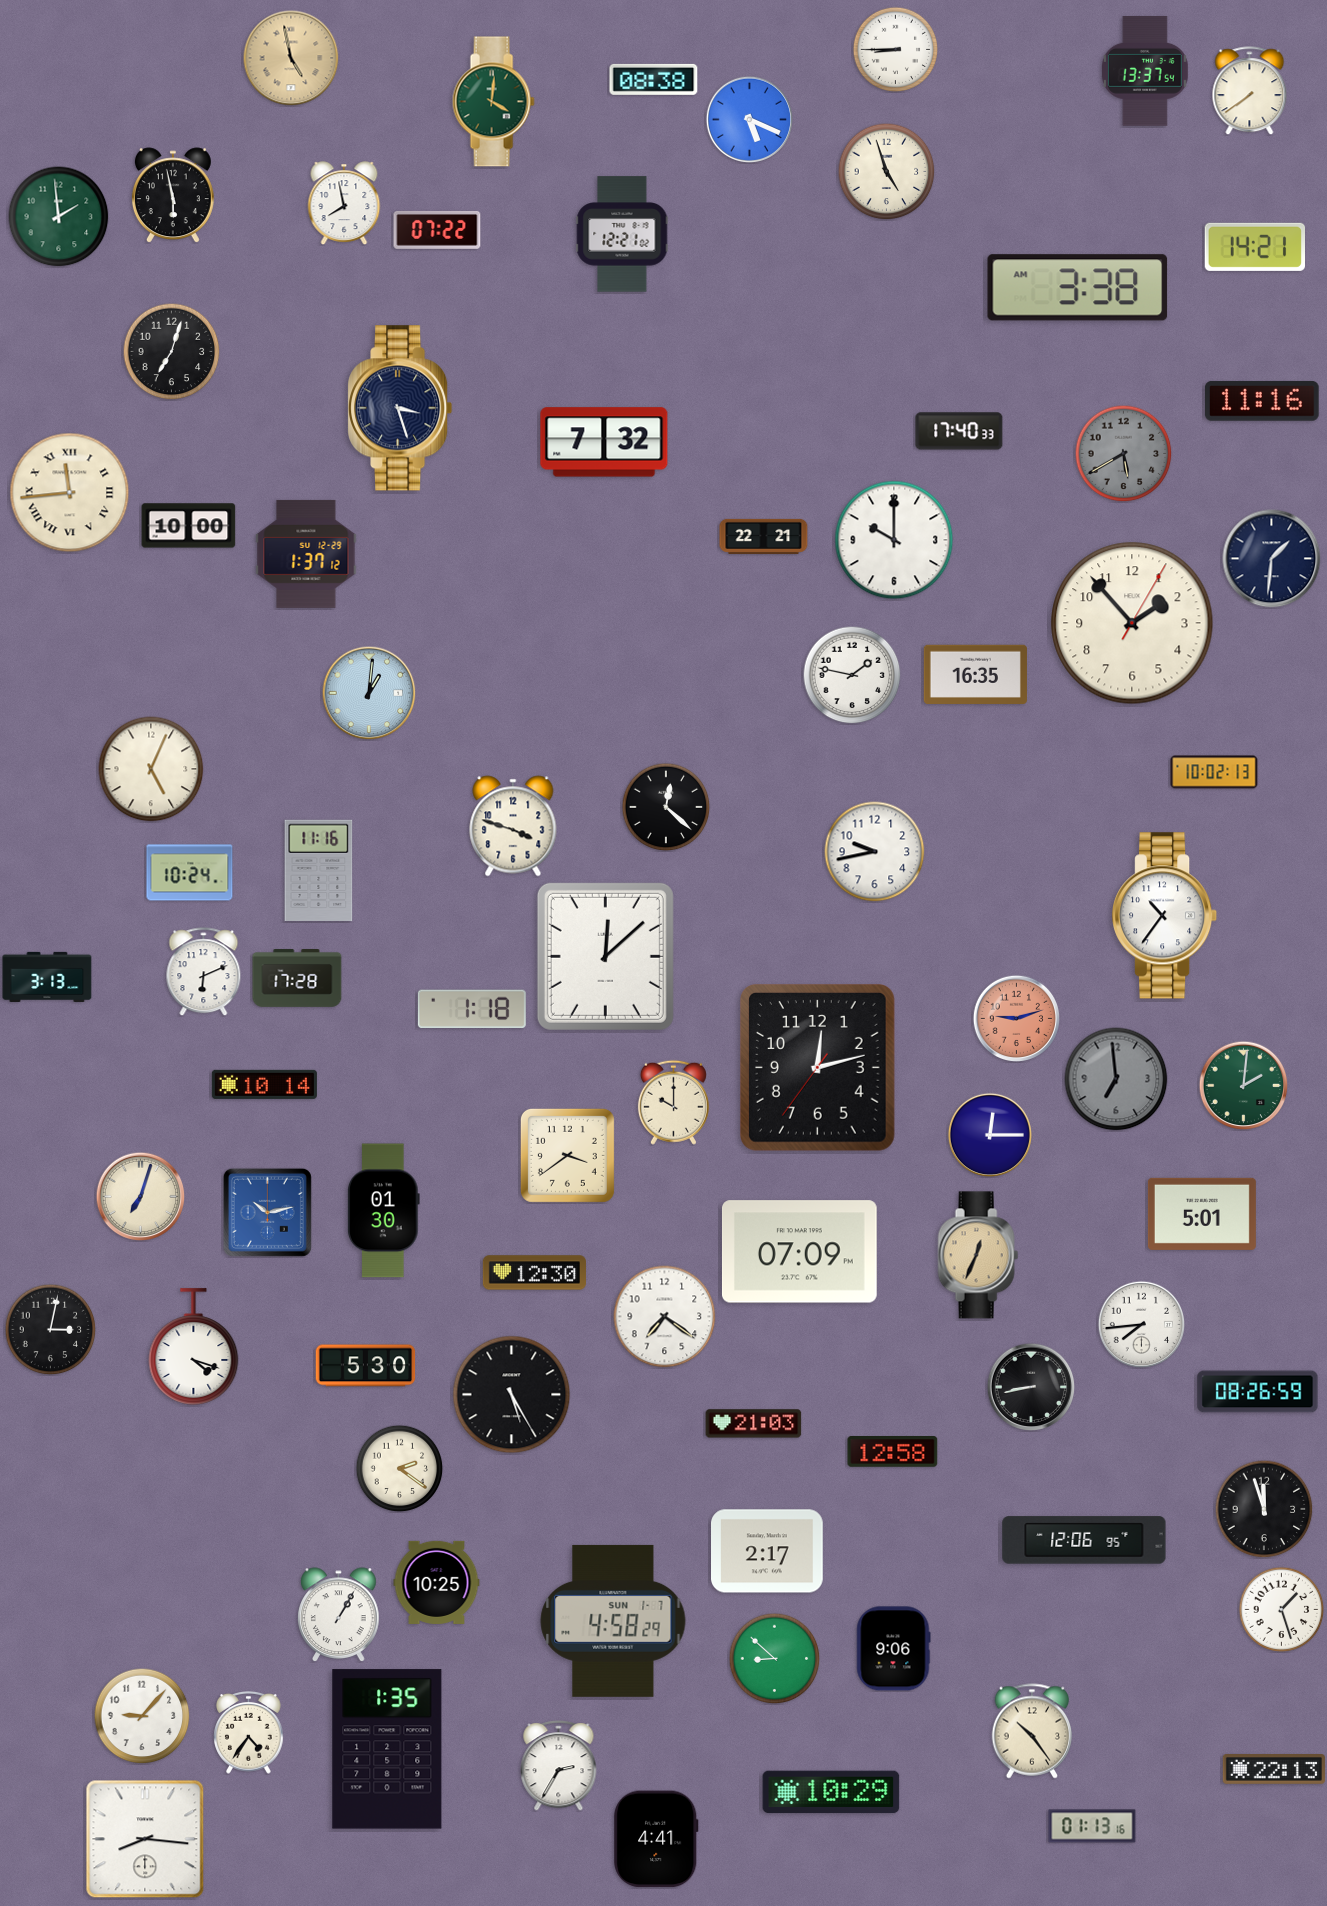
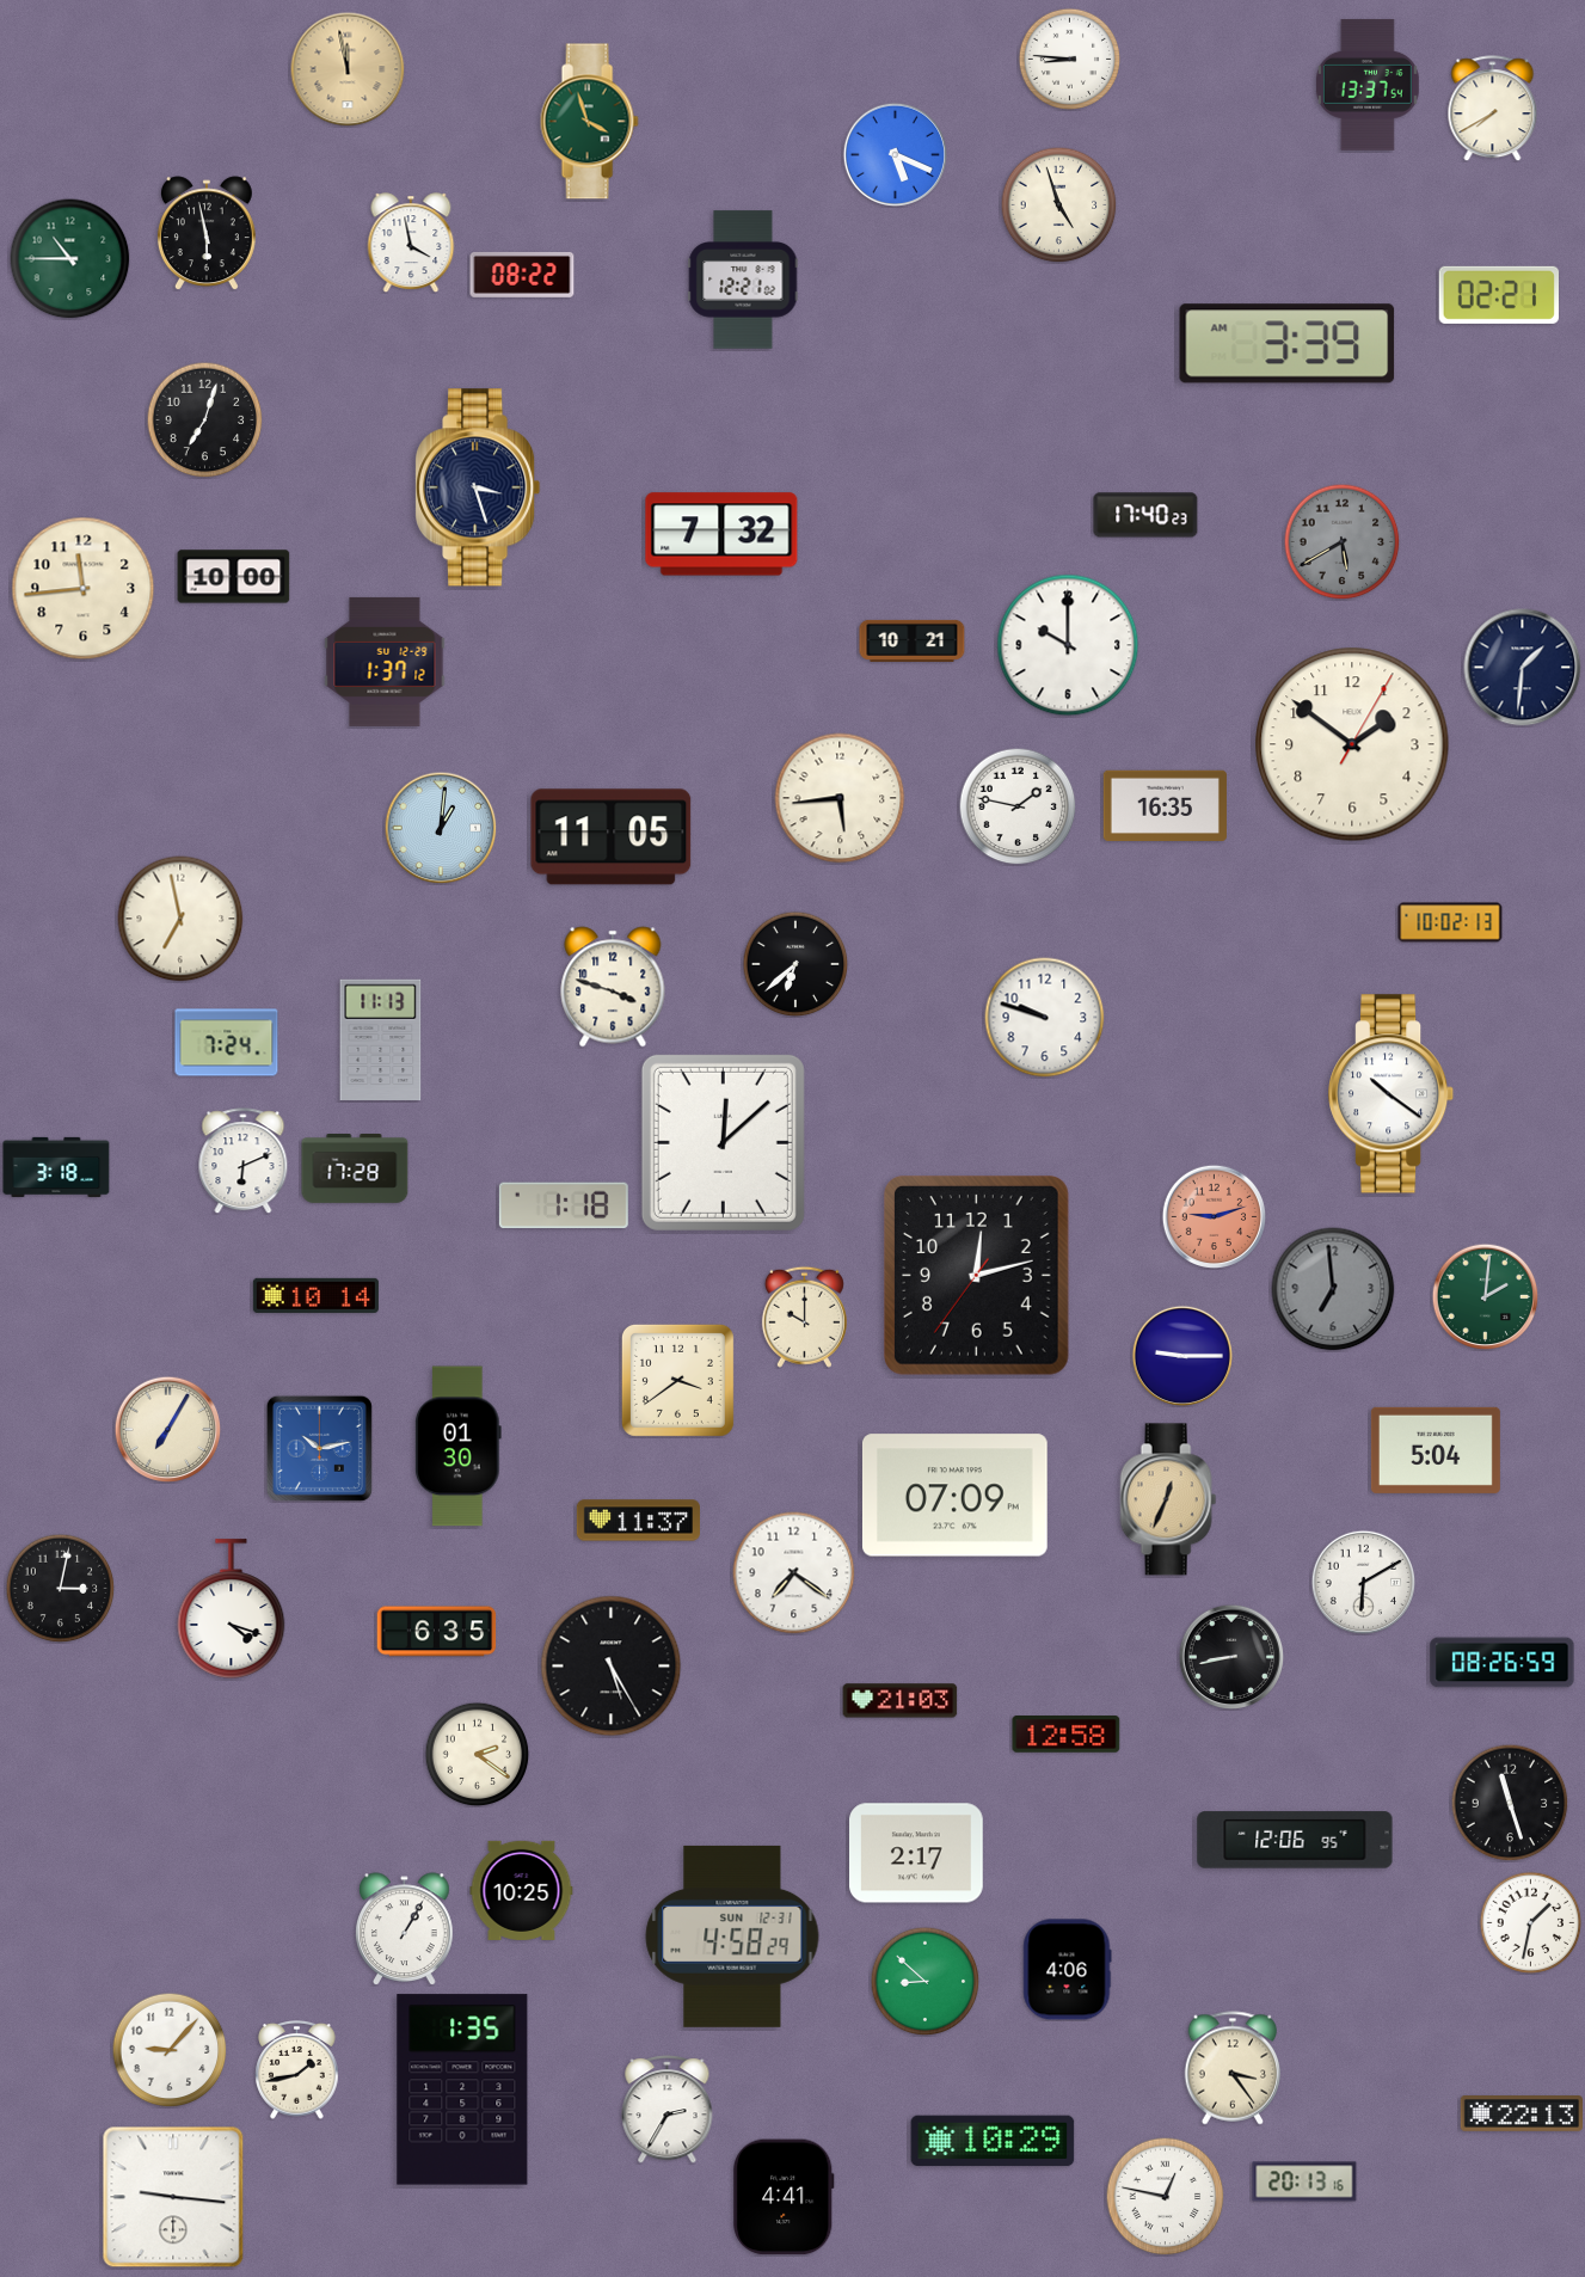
clock at (895, 49): 8:45 -> 8:46
clock at (291, 58): 4:58 -> 11:58
clock at (654, 79): 08:38 -> none
clock at (1250, 91): 7:39 -> 7:40
clock at (493, 102): 4:01 -> 3:57
clock at (749, 119) position: (749, 119) -> (895, 154)
clock at (344, 203): 7:58 -> 3:58
clock at (59, 217): 1:59 -> 10:45
clock at (437, 230): 07:22 -> 08:22
clock at (1254, 247): 14:21 -> 02:21
clock at (1078, 288): 3:38 -> 3:39
clock at (1263, 401): 11:16 -> none
clock at (959, 431): 17:40:33 -> 17:40:23
clock at (604, 442) position: (604, 442) -> (721, 534)
clock at (70, 493) numerals: Roman -> Arabic
clock at (189, 526) position: (189, 526) -> (234, 577)
clock at (764, 536): 22:21 -> 10:21
clock at (306, 554) position: (306, 554) -> (385, 662)
clock at (1272, 559) position: (1272, 559) -> (1523, 668)
clock at (1132, 623): 1:53 -> 1:51
clock at (840, 798): none -> 5:44
clock at (612, 837): none -> 11:05
clock at (151, 769): 5:04 -> 6:58
clock at (666, 807): 12:22 -> 6:38
clock at (875, 852): 9:43 -> 9:48
clock at (319, 870): 11:16 -> 11:13
clock at (190, 873): 10:24 -> 7:24
clock at (1166, 916): 10:36 -> 10:21
clock at (47, 977): 3:13 -> 3:18
clock at (990, 1135): 12:15 -> 9:15
clock at (140, 1196): 7:03 -> 7:05
clock at (1202, 1214): 5:01 -> 5:04
clock at (534, 1273): 12:30 -> 11:37
clock at (1141, 1324): 7:44 -> 6:10
clock at (366, 1366): 5:30 -> 6:35
clock at (1264, 1509): 11:57 -> 11:27
clock at (1281, 1609): 1:27 -> 1:32
clock at (613, 1621) date: SUN 1-7 -> SUN 12-31
clock at (894, 1649): 9:06 -> 4:06
clock at (1032, 1731): 10:24 -> 3:24
clock at (249, 1733): 4:36 -> 1:43
clock at (1092, 1826): 01:13 -> 20:13
clock at (145, 1839): 8:16 -> 9:16
clock at (1166, 2197): none -> 12:47
